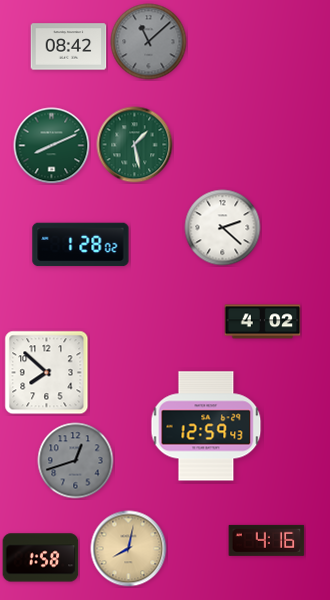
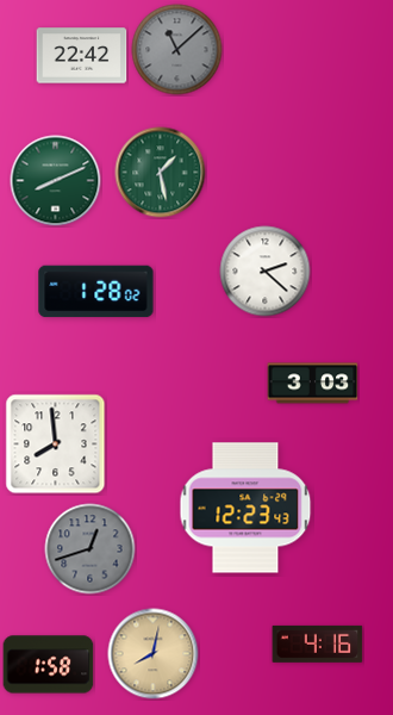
clock at (69, 47): 08:42 -> 22:42
clock at (52, 146) position: (52, 146) -> (56, 181)
clock at (263, 322): 4:02 -> 3:03
clock at (47, 373): 7:52 -> 7:59
clock at (206, 426): 12:59 -> 12:23
